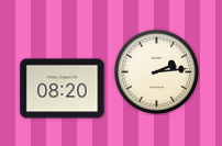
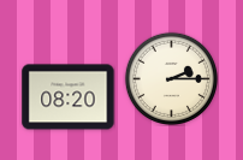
clock at (156, 71): 2:14 -> 2:15
